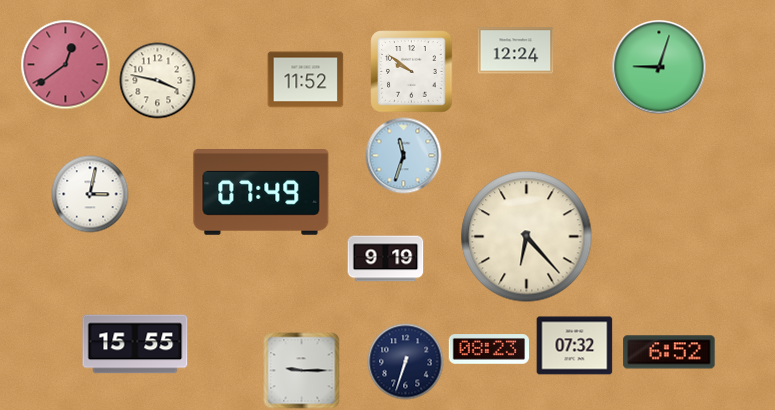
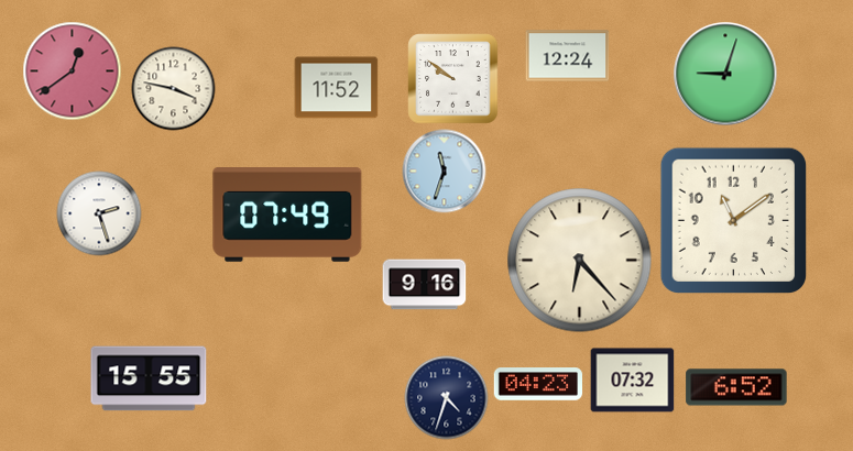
clock at (261, 193) position: (261, 193) -> (287, 216)
clock at (90, 194): 3:02 -> 2:27
clock at (734, 221): none -> 11:09
clock at (386, 259): 9:19 -> 9:16
clock at (489, 349): 08:23 -> 04:23
clock at (406, 362): 6:33 -> 4:33
clock at (302, 371): 9:15 -> none
